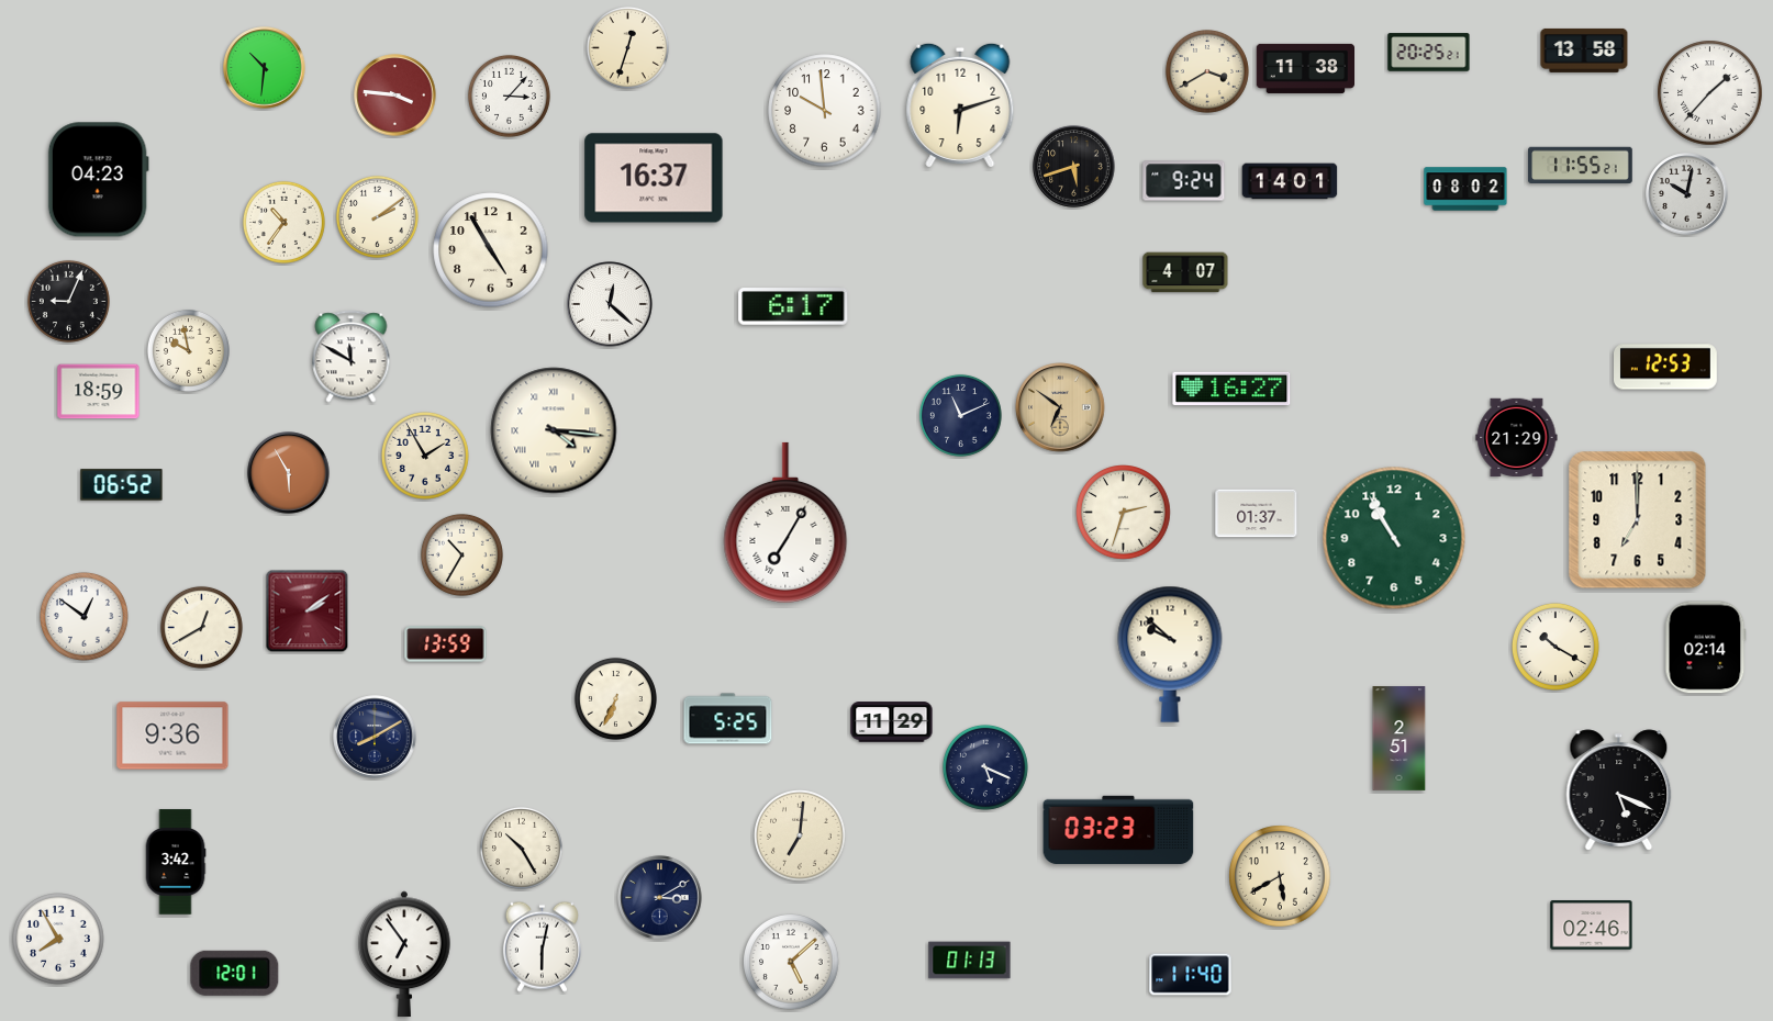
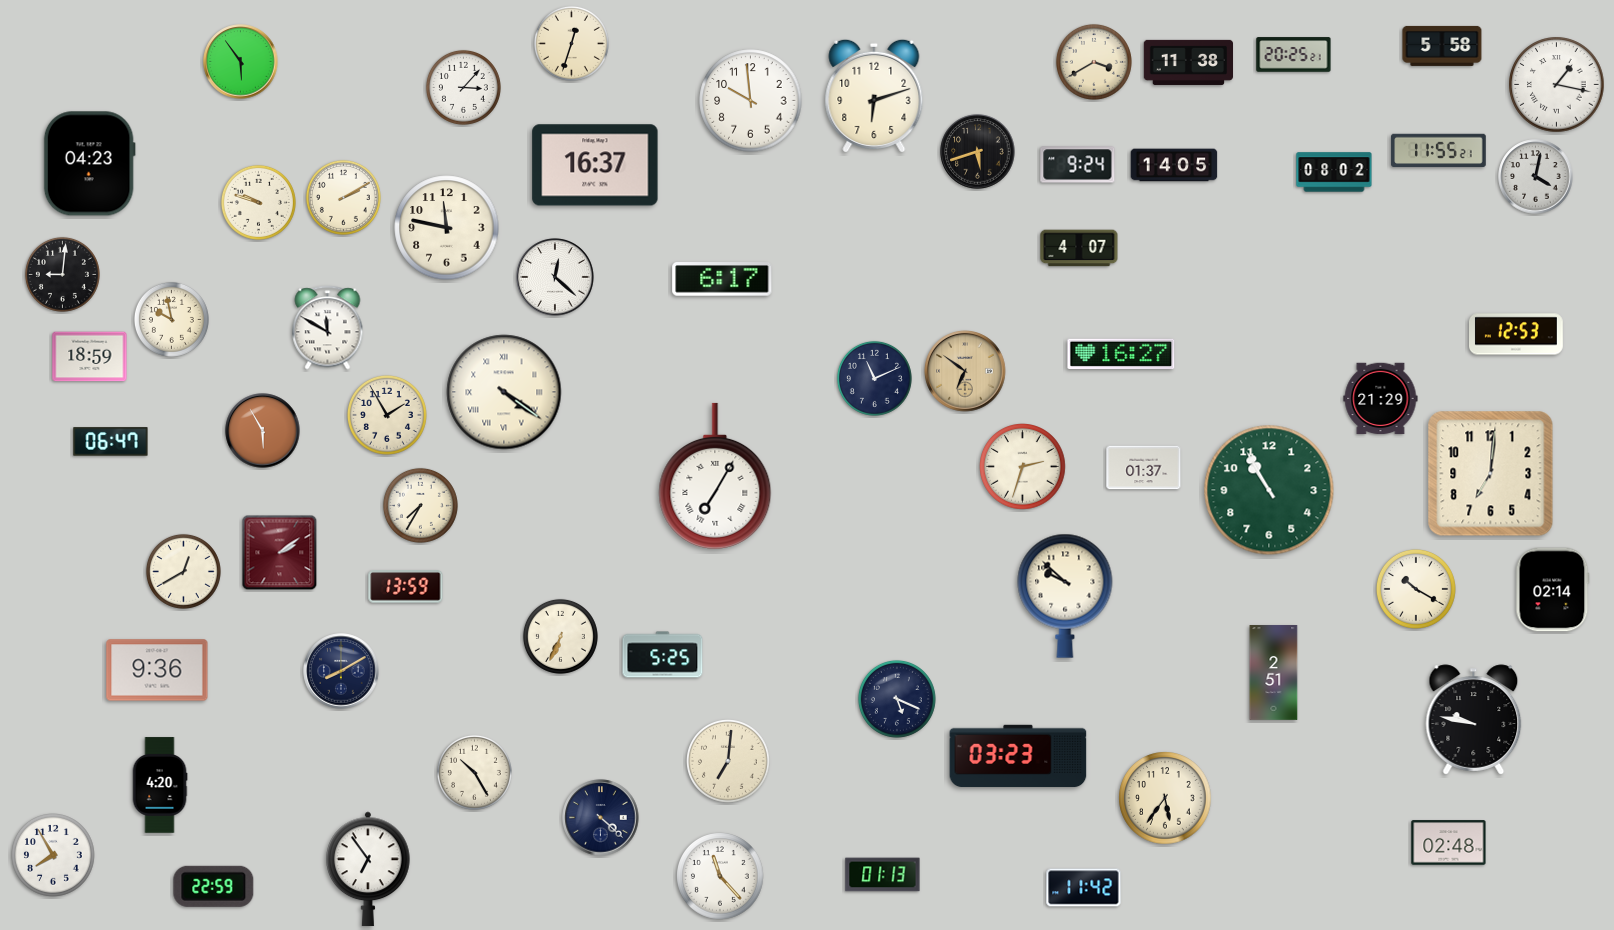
clock at (1584, 51): 13:58 -> 5:58
clock at (1429, 53) position: (1429, 53) -> (1294, 55)
clock at (265, 68): 10:31 -> 5:54
clock at (1207, 71) position: (1207, 71) -> (1094, 62)
clock at (1710, 93): 1:37 -> 1:17
clock at (395, 96): 3:46 -> none
clock at (654, 178) position: (654, 178) -> (595, 165)
clock at (1290, 181): 14:01 -> 14:05
clock at (1687, 194): 10:02 -> 4:02
clock at (377, 216): 2:09 -> 2:10
clock at (283, 222): 10:36 -> 9:48
clock at (491, 250): 4:55 -> 11:47
clock at (68, 301): 9:04 -> 9:01
clock at (352, 357) position: (352, 357) -> (328, 328)
clock at (554, 430): 4:16 -> 4:21
clock at (122, 485): 06:52 -> 06:47
clock at (1638, 520): 7:00 -> 7:01
clock at (461, 554): 10:35 -> 7:35
clock at (308, 612) position: (308, 612) -> (280, 553)
clock at (83, 616): 12:51 -> none
clock at (892, 722): 11:29 -> none
clock at (1619, 790): 5:19 -> 9:47
clock at (176, 862): 3:42 -> 4:20
clock at (1280, 876): 5:40 -> 5:36
clock at (660, 898): 3:10 -> 4:22
clock at (1592, 925): 02:46 -> 02:48
clock at (542, 946): 6:02 -> none
clock at (791, 962): 5:08 -> 11:23
clock at (235, 973): 12:01 -> 22:59
clock at (1191, 975): 11:40 -> 11:42
